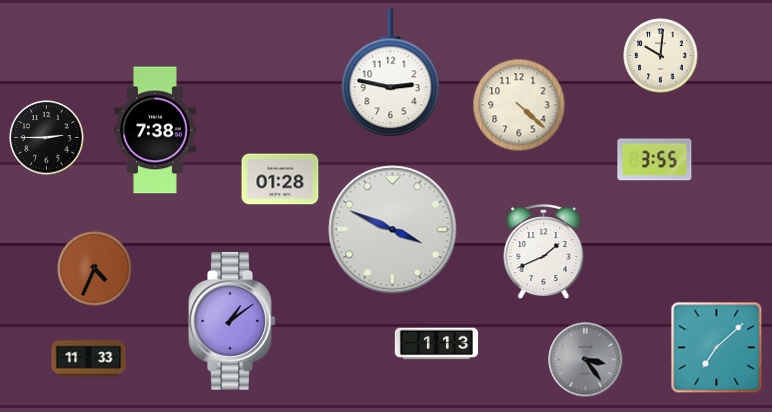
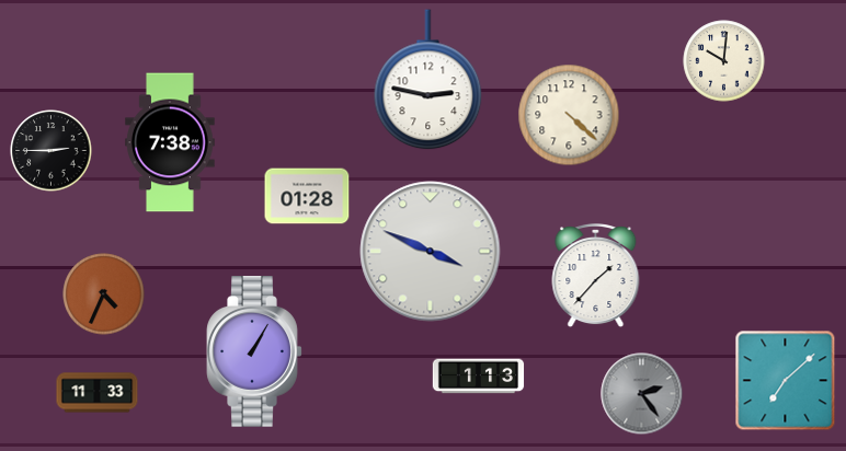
clock at (655, 160): 3:55 -> none
clock at (544, 253): 1:41 -> 1:37
clock at (232, 322): 1:09 -> 1:05
clock at (586, 360): 3:24 -> 2:24
